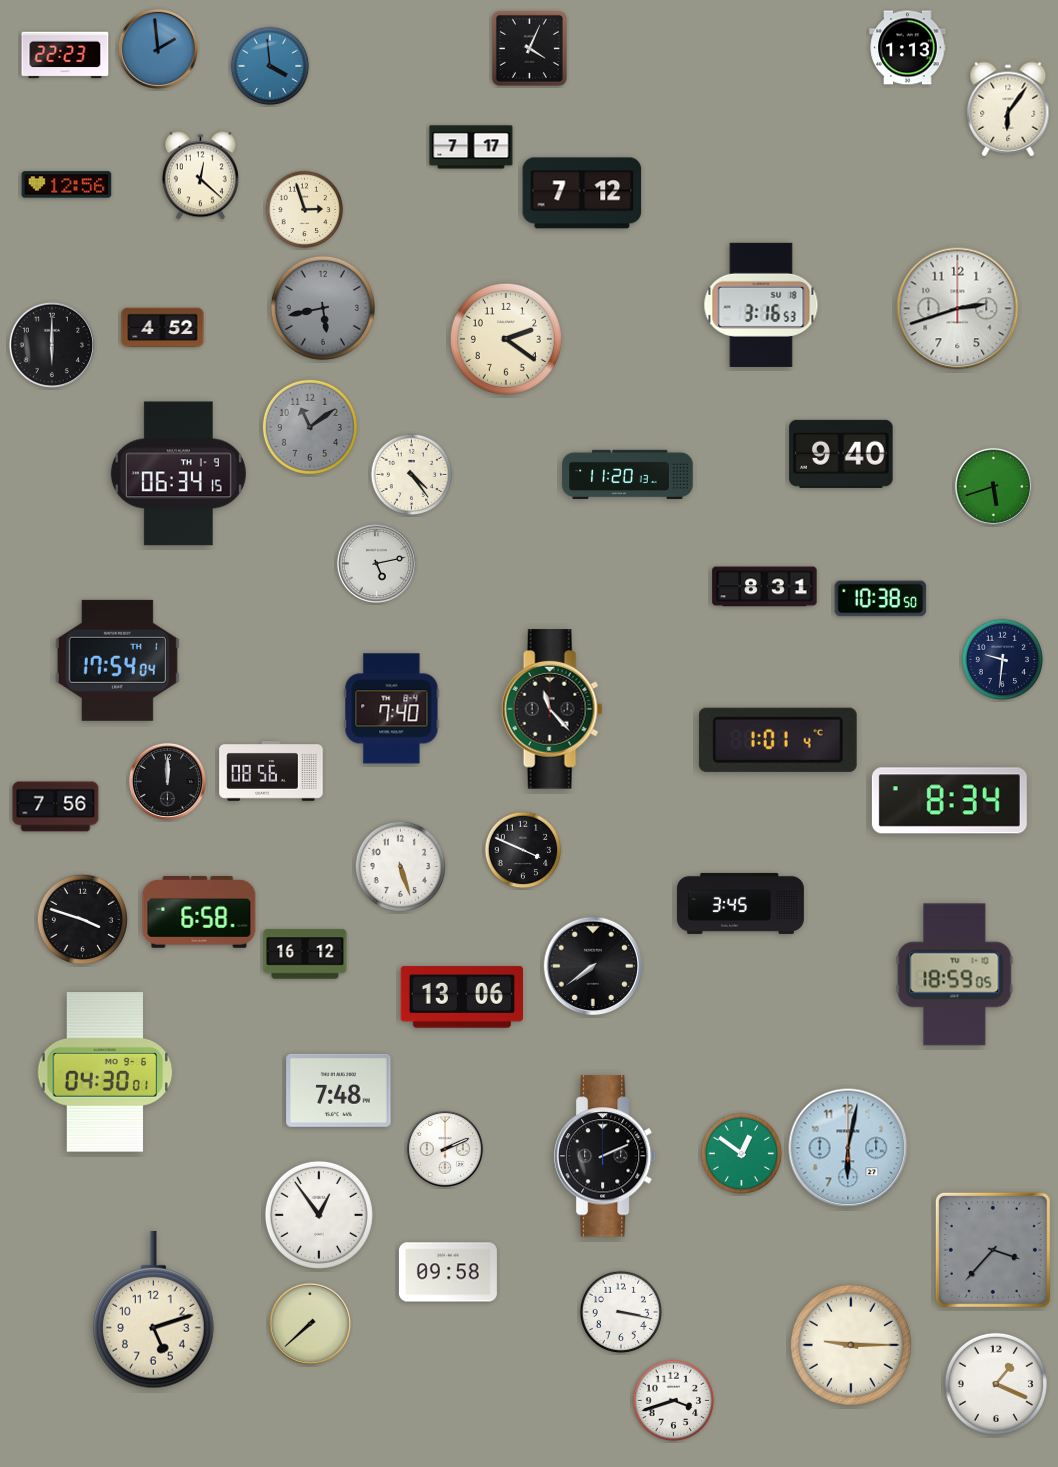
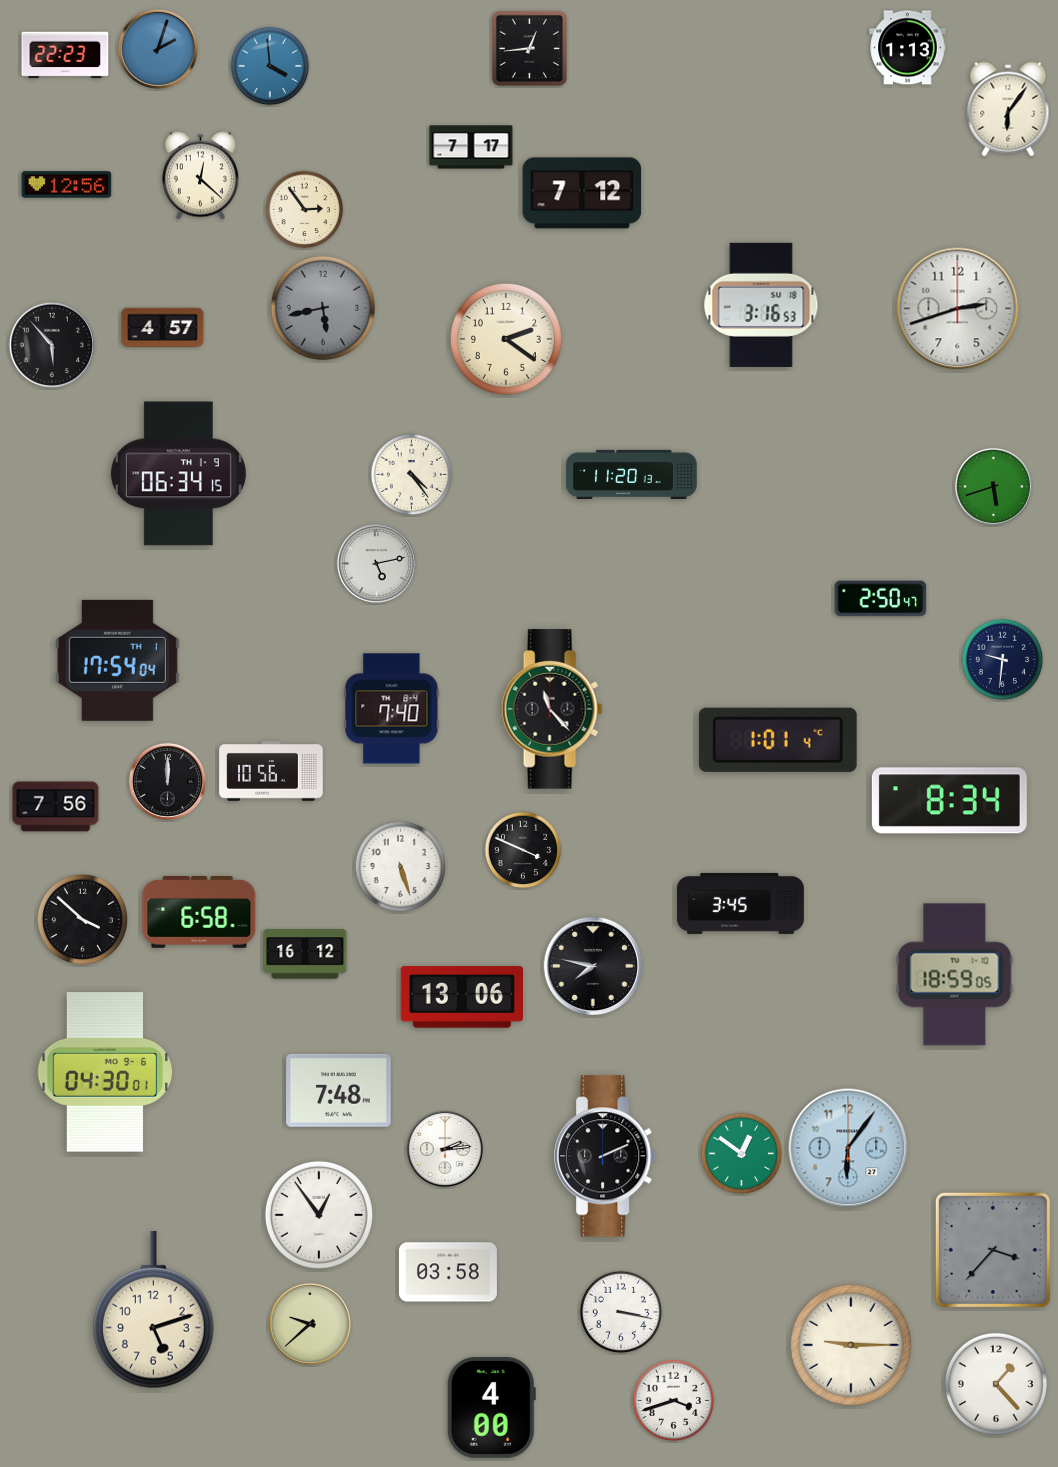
clock at (529, 48): 4:04 -> 12:44
clock at (158, 49): 1:59 -> 2:03
clock at (305, 210): 2:57 -> 2:54
clock at (163, 328): 4:52 -> 4:57
clock at (52, 345): 6:00 -> 5:53
clock at (310, 427): 11:09 -> none
clock at (841, 454): 9:40 -> none
clock at (628, 474) position: (628, 474) -> (632, 474)
clock at (765, 587): 8:31 -> none
clock at (881, 599): 10:38 -> 2:50
clock at (271, 772): 08:56 -> 10:56
clock at (82, 919): 3:48 -> 3:52
clock at (593, 966): 7:39 -> 7:47
clock at (848, 1148): 6:02 -> 6:06
clock at (445, 1149): 2:11 -> 2:14
clock at (448, 1272): 09:58 -> 03:58
clock at (310, 1324): 7:38 -> 9:38
clock at (996, 1384): 1:19 -> 1:23
clock at (491, 1408): none -> 4:00
